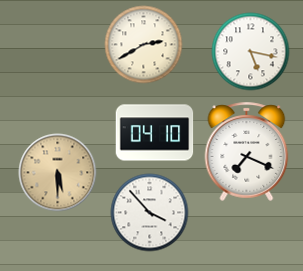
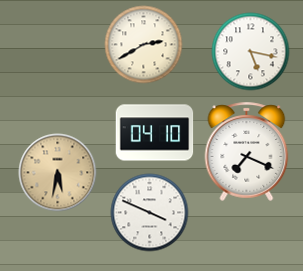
clock at (57, 172): 5:30 -> 5:32
clock at (149, 212): 3:53 -> 3:49
